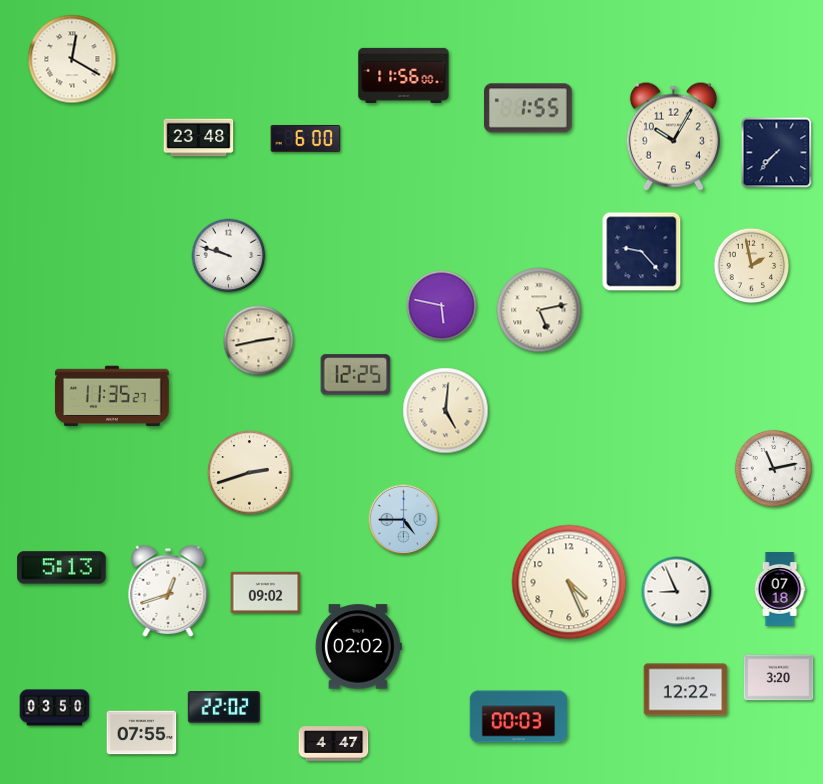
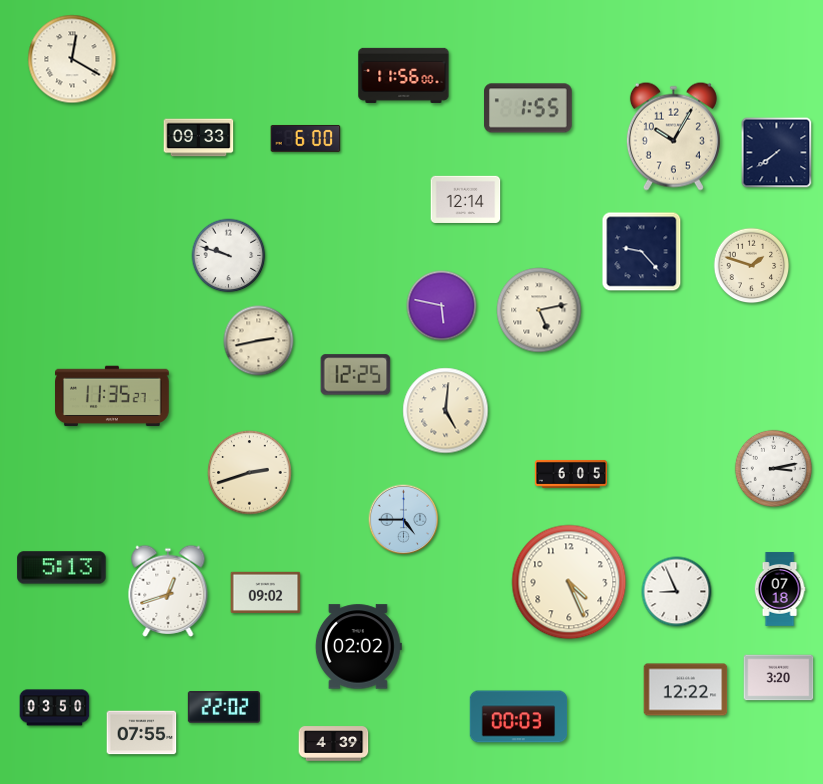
clock at (199, 138): 23:48 -> 09:33
clock at (777, 153): 7:37 -> 7:39
clock at (466, 199): none -> 12:14
clock at (752, 266): 1:58 -> 1:48
clock at (773, 468): 11:13 -> 3:13
clock at (571, 474): none -> 6:05
clock at (334, 744): 4:47 -> 4:39
